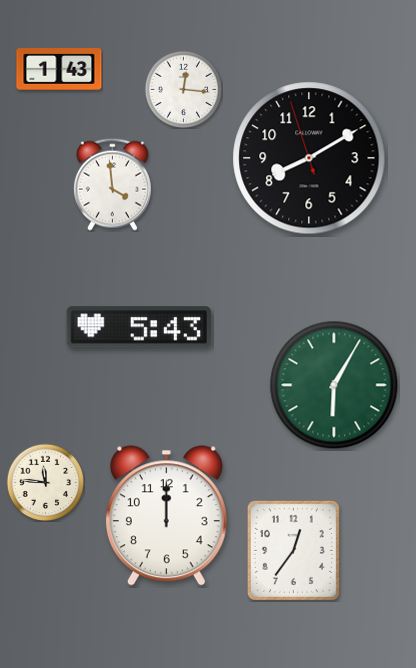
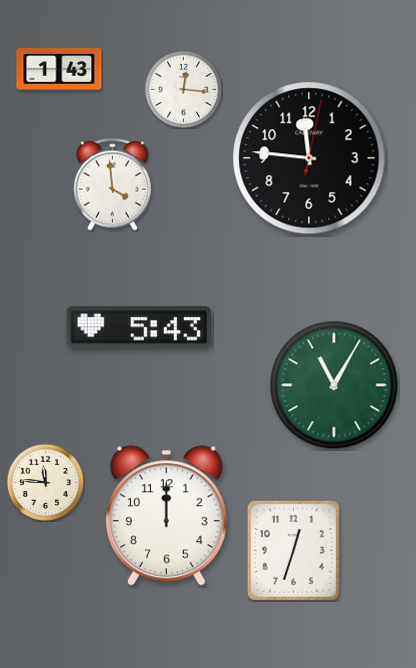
clock at (309, 158): 8:09 -> 11:46
clock at (334, 385): 6:05 -> 11:05
clock at (293, 550): 12:36 -> 12:33
